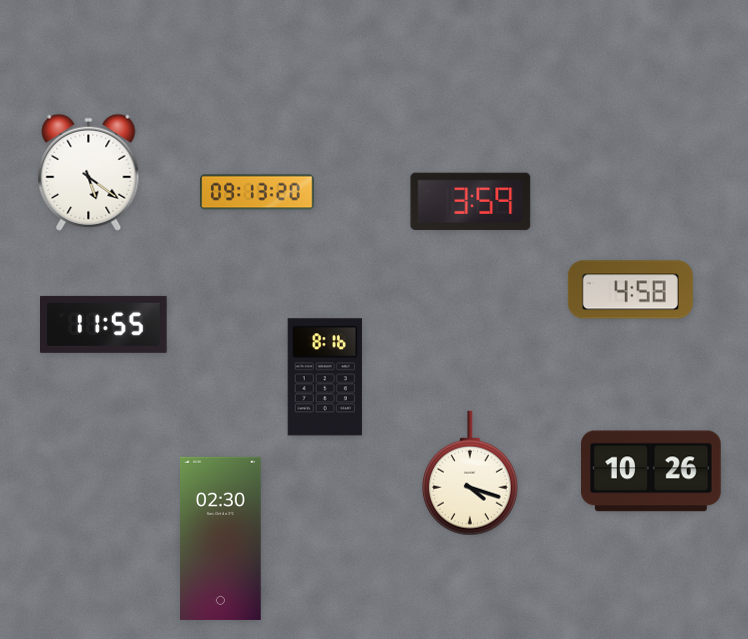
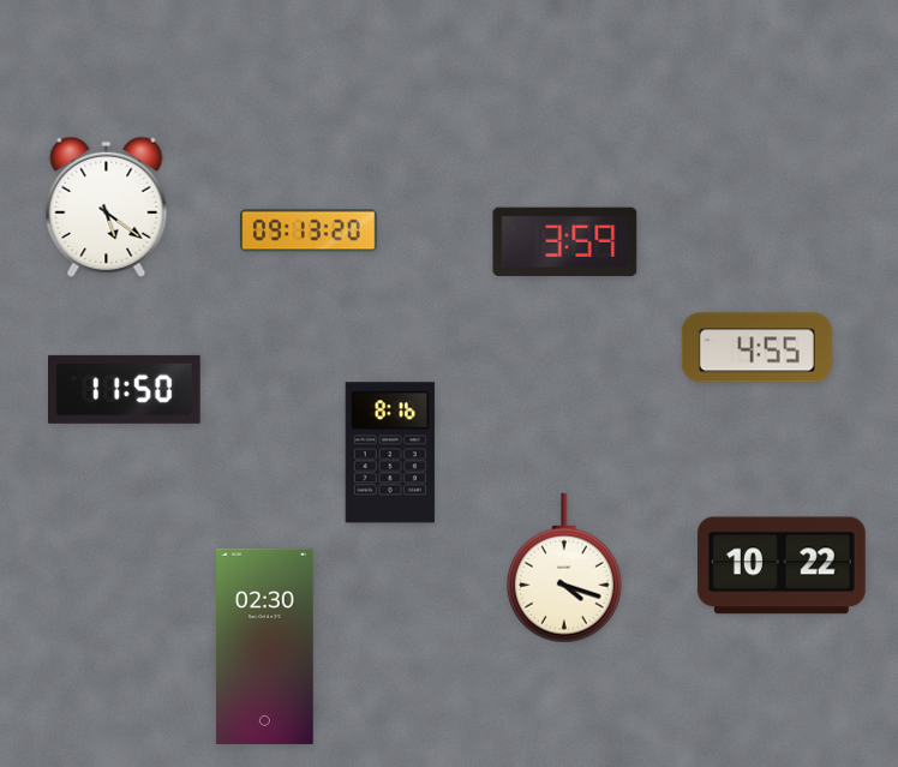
clock at (630, 290): 4:58 -> 4:55
clock at (104, 324): 11:55 -> 11:50
clock at (652, 471): 10:26 -> 10:22
